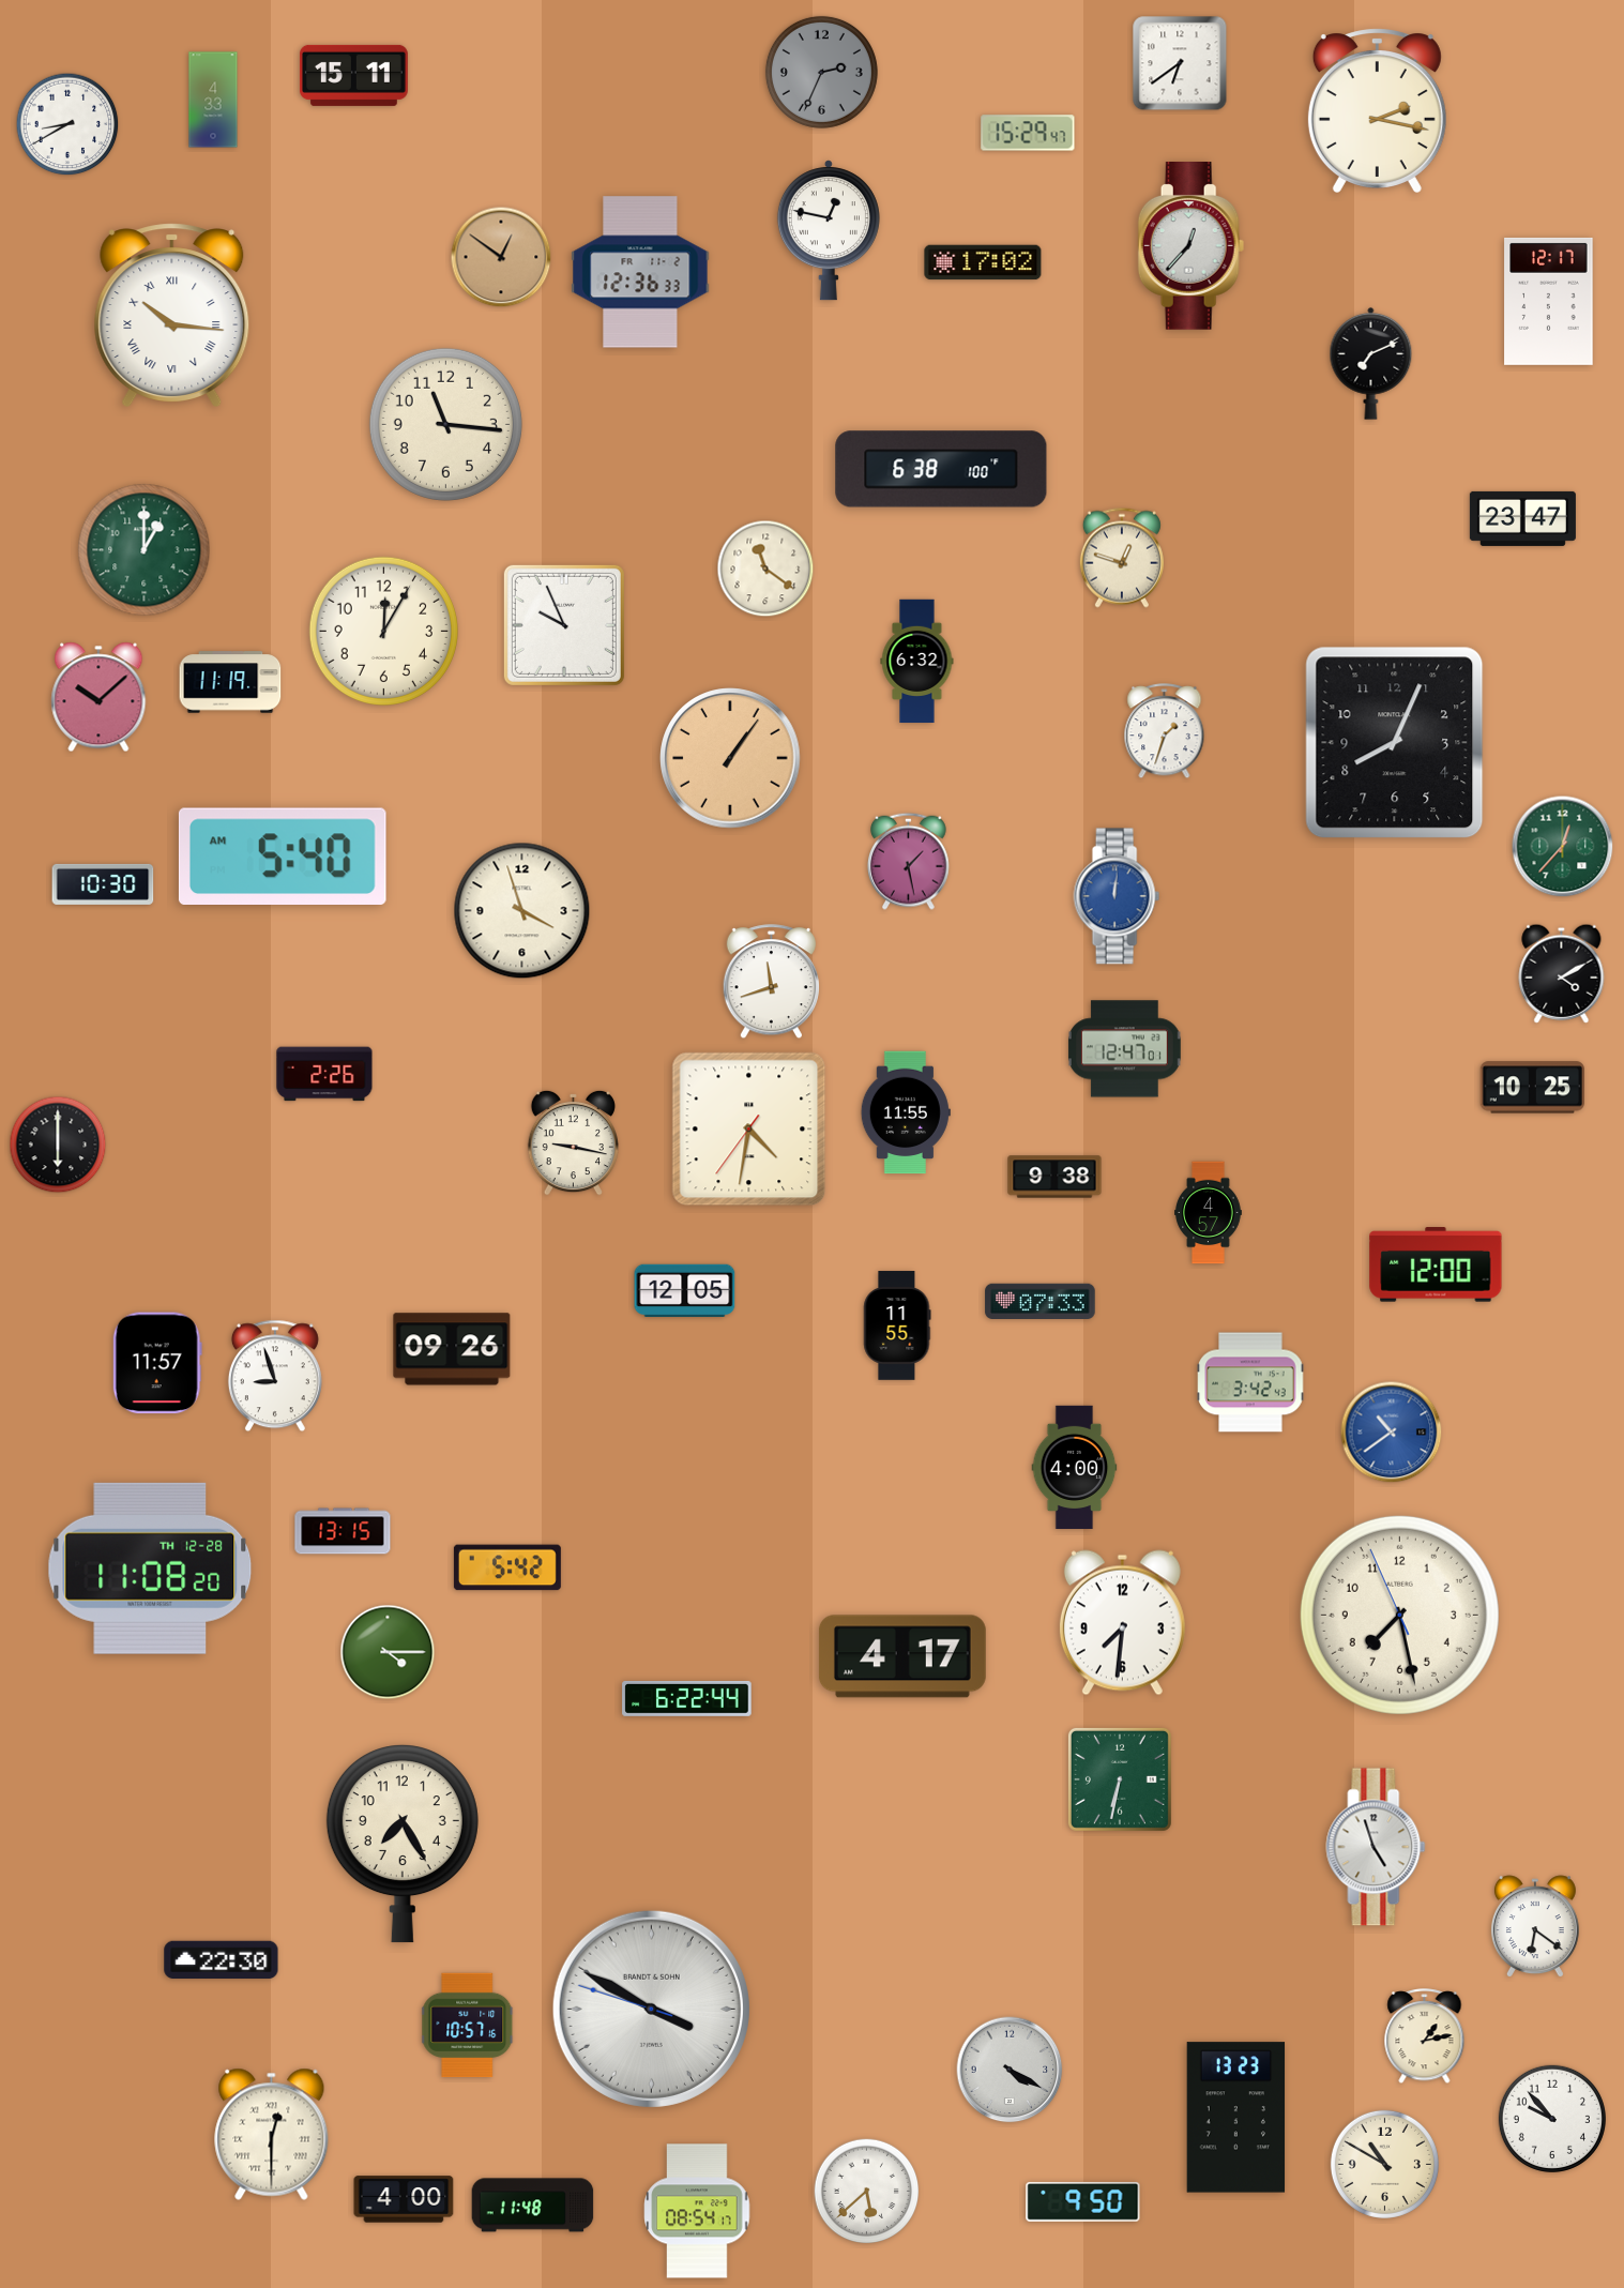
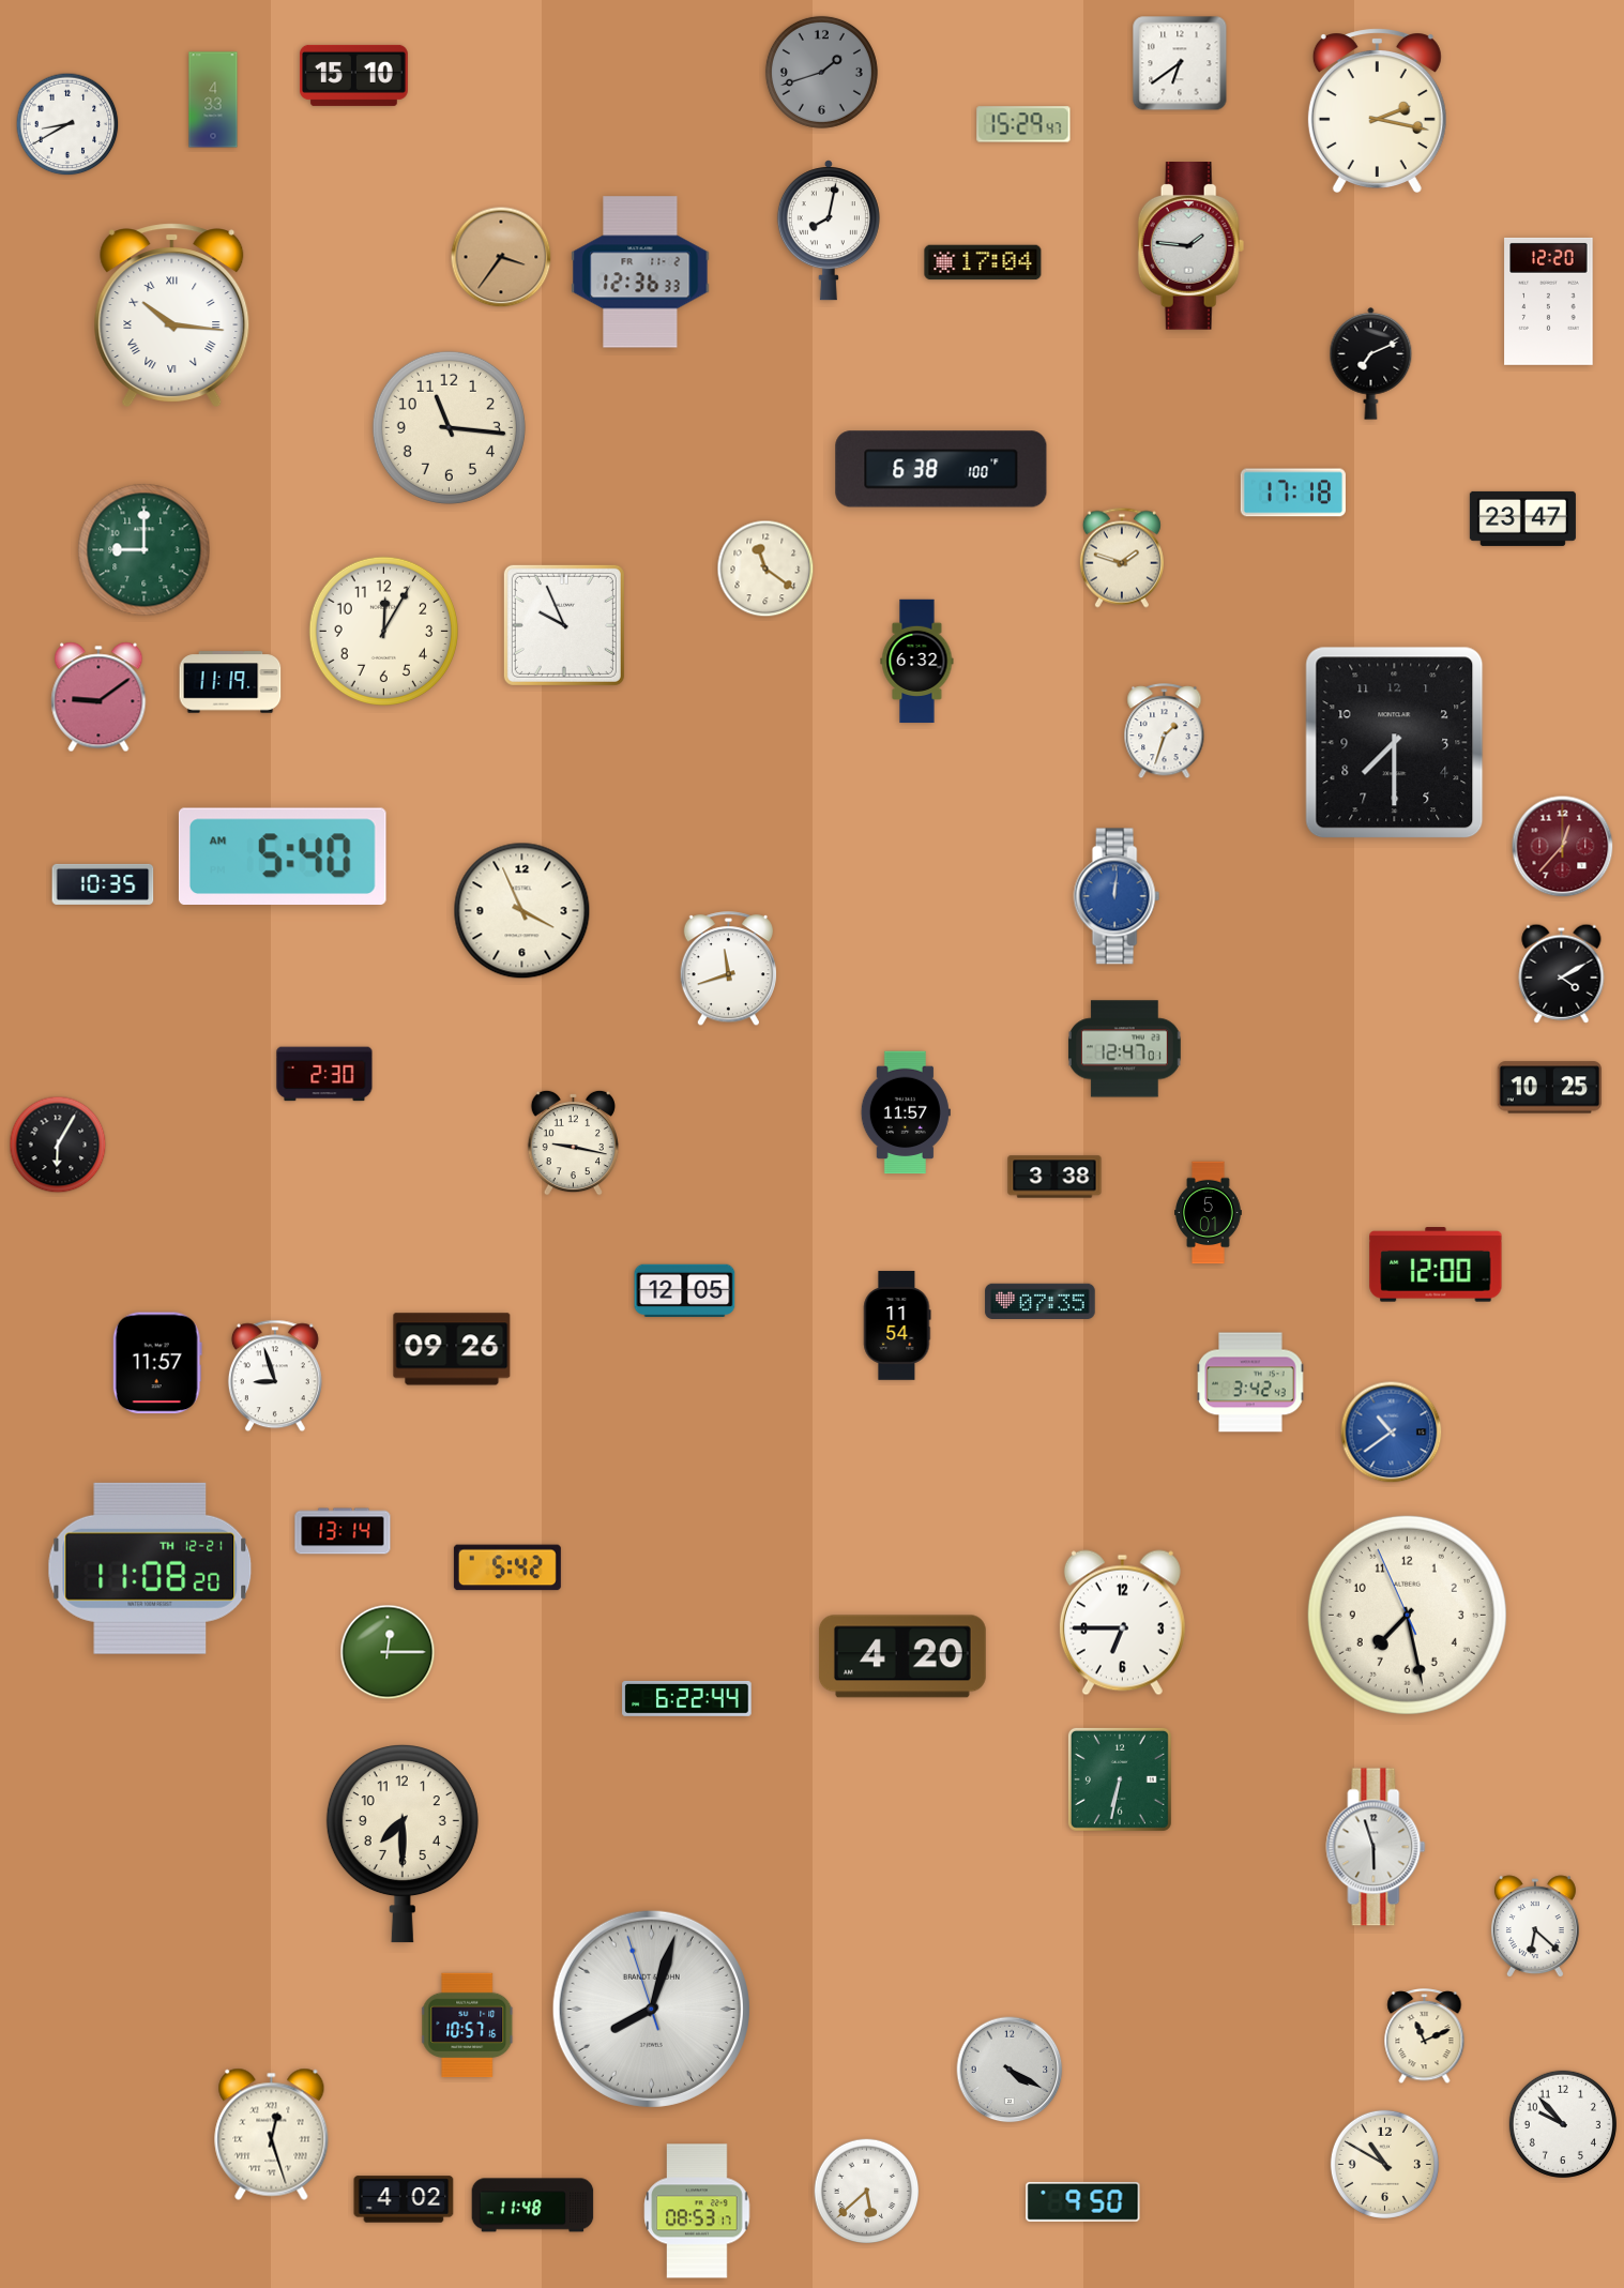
clock at (821, 72): 2:34 -> 1:42
clock at (353, 75): 15:11 -> 15:10
clock at (1028, 133) position: (1028, 133) -> (1023, 124)
clock at (829, 230): 12:47 -> 8:02
clock at (1192, 246): 12:37 -> 1:46
clock at (501, 257): 12:51 -> 3:36
clock at (983, 262): 17:02 -> 17:04
clock at (1549, 301): 12:17 -> 12:20
clock at (445, 424) position: (445, 424) -> (449, 427)
clock at (1293, 493): none -> 17:18
clock at (145, 550): 1:00 -> 9:00
clock at (1122, 558): 12:48 -> 1:48
clock at (98, 697): 10:08 -> 9:09
clock at (1395, 743): 8:04 -> 7:30
clock at (730, 758): 1:06 -> none
clock at (1563, 847) dial: green -> burgundy
clock at (909, 861): 1:28 -> none
clock at (103, 884): 10:30 -> 10:35
clock at (522, 911): 3:57 -> 3:56
clock at (771, 982) position: (771, 982) -> (728, 969)
clock at (324, 1074): 2:26 -> 2:30
clock at (1532, 1088) position: (1532, 1088) -> (1549, 1088)
clock at (906, 1112): 11:55 -> 11:57
clock at (749, 1130): 4:31 -> none
clock at (58, 1145): 6:00 -> 6:05
clock at (1054, 1177): 9:38 -> 3:38
clock at (1209, 1213): 4:57 -> 5:01
clock at (1041, 1302): 07:33 -> 07:35
clock at (897, 1325): 11:55 -> 11:54
clock at (1075, 1468): 4:00 -> none
clock at (343, 1531): 13:15 -> 13:14
clock at (150, 1569) date: TH 12-28 -> TH 12-21
clock at (1399, 1615) position: (1399, 1615) -> (1407, 1615)
clock at (1122, 1623): 7:31 -> 6:45
clock at (388, 1652): 4:15 -> 12:15
clock at (902, 1656): 4:17 -> 4:20
clock at (403, 1844): 7:25 -> 7:30
clock at (1376, 1847): 4:57 -> 5:57
clock at (1535, 1927): 6:21 -> 6:22
clock at (222, 1960): 22:30 -> none
clock at (651, 2009): 3:49 -> 8:02
clock at (1425, 2036): 1:13 -> 11:11
clock at (1236, 2118): 13:23 -> none
clock at (1552, 2119) position: (1552, 2119) -> (1563, 2124)
clock at (272, 2134): 12:30 -> 12:27
clock at (404, 2199): 4:00 -> 4:02
clock at (697, 2211): 08:54 -> 08:53
